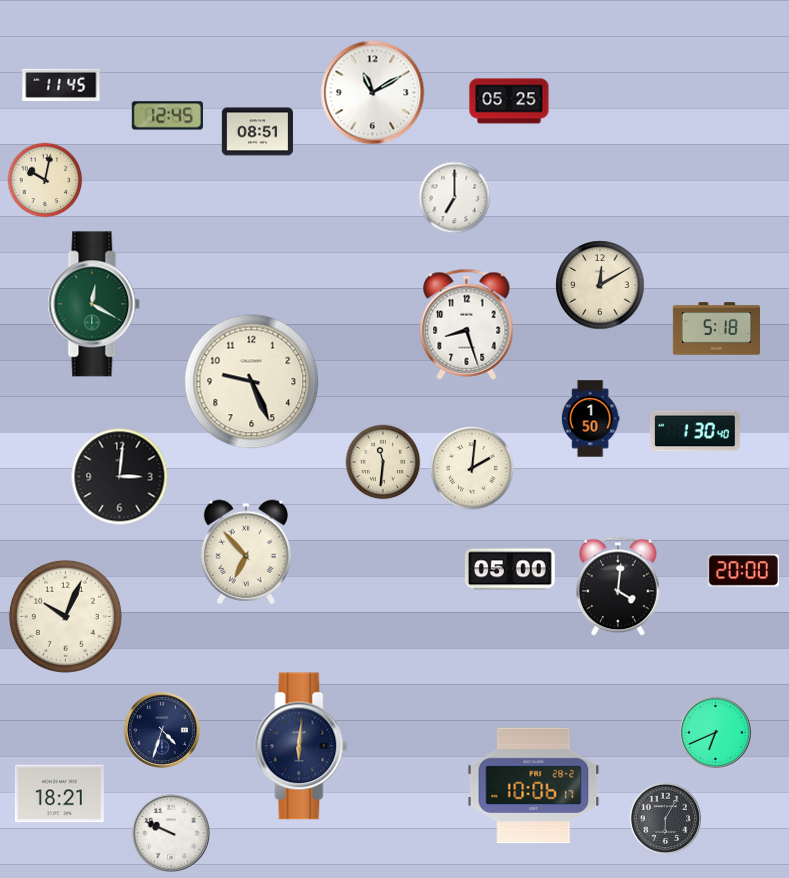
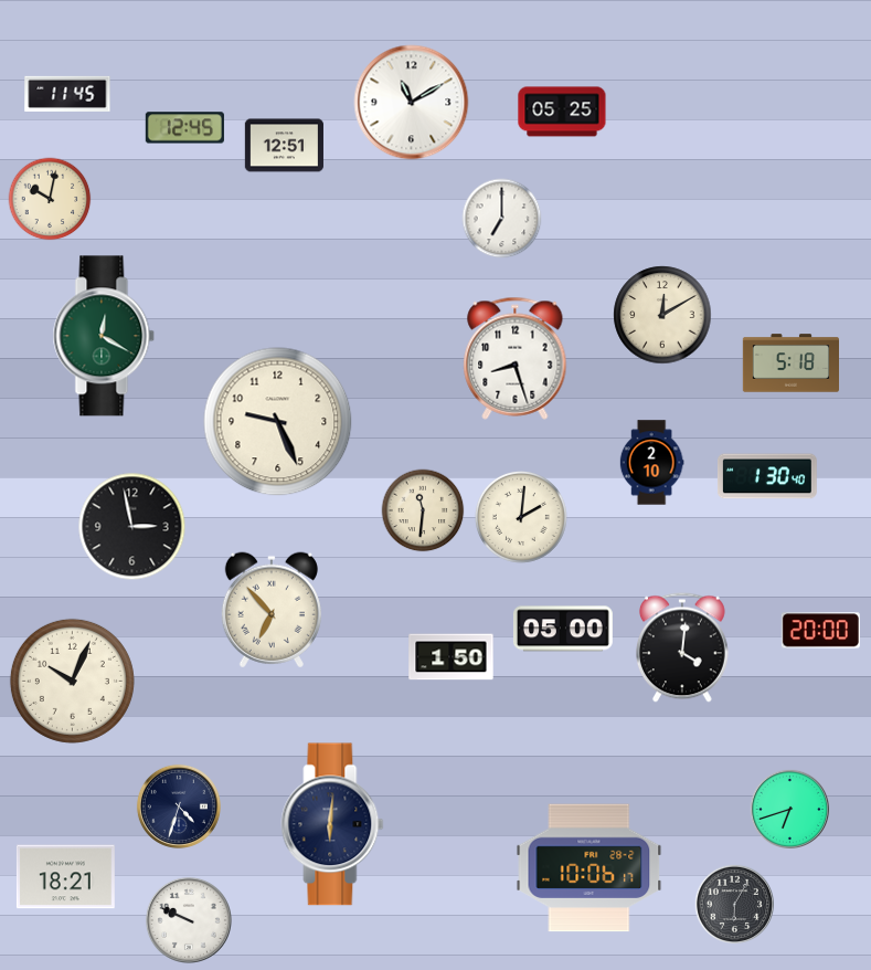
clock at (257, 132): 08:51 -> 12:51
clock at (590, 419): 1:50 -> 2:10
clock at (120, 477): 3:01 -> 2:58
clock at (452, 657): none -> 1:50
clock at (715, 732): 6:41 -> 6:42
